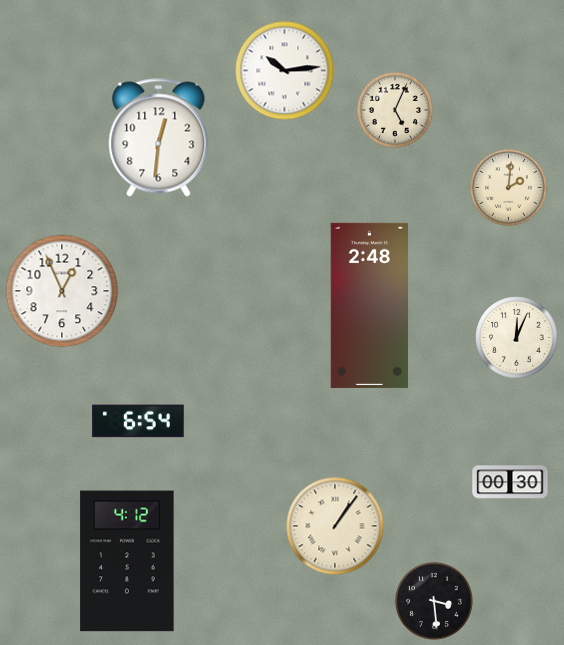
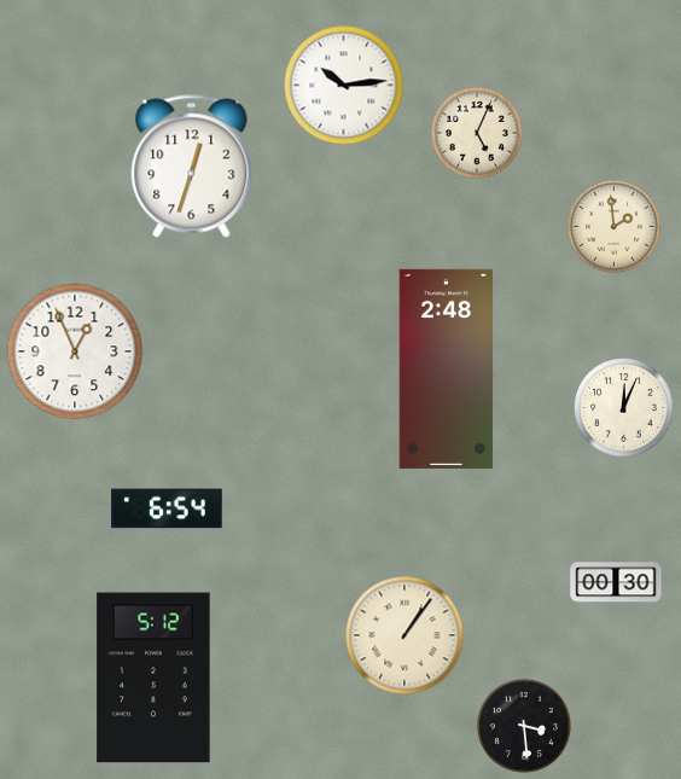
clock at (159, 138): 12:31 -> 12:33
clock at (508, 187): 2:01 -> 1:59
clock at (127, 561): 4:12 -> 5:12
